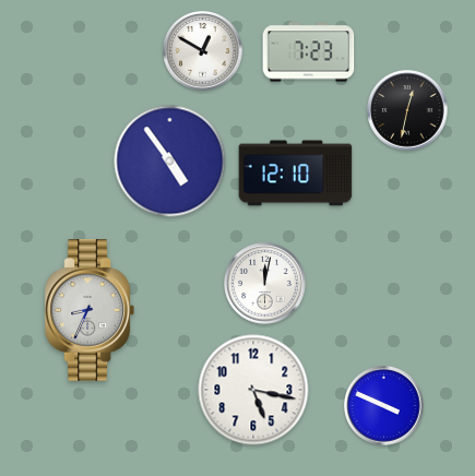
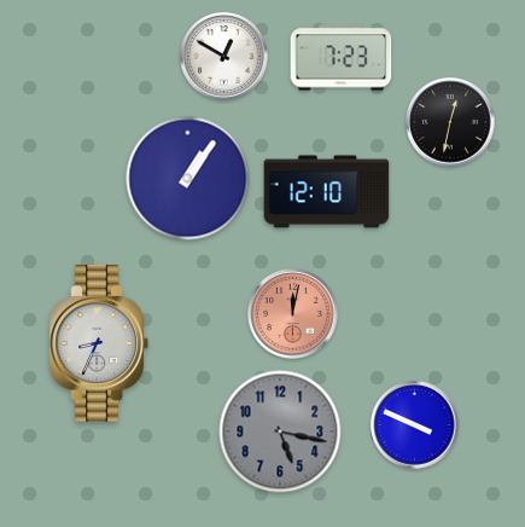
clock at (170, 162): 4:54 -> 1:06
clock at (265, 284) dial: white -> salmon
clock at (253, 390) dial: white -> grey
clock at (384, 406) position: (384, 406) -> (415, 425)
